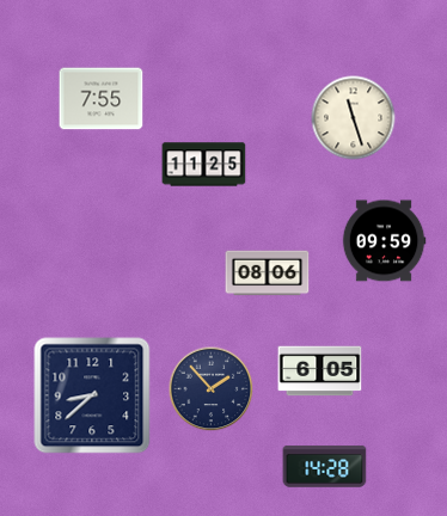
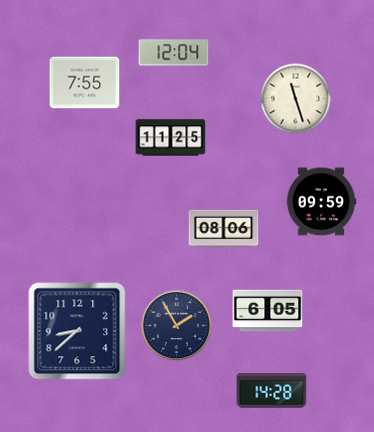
clock at (174, 53): none -> 12:04
clock at (212, 389): 1:53 -> 1:55
